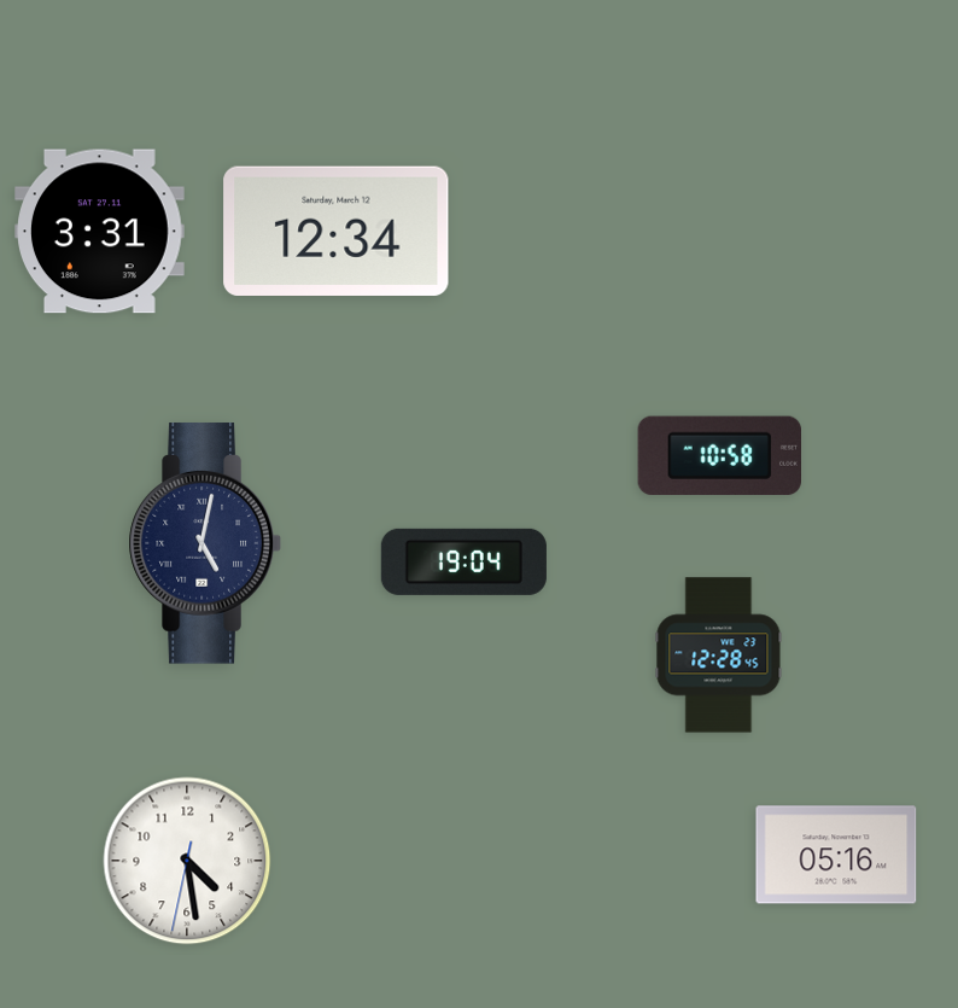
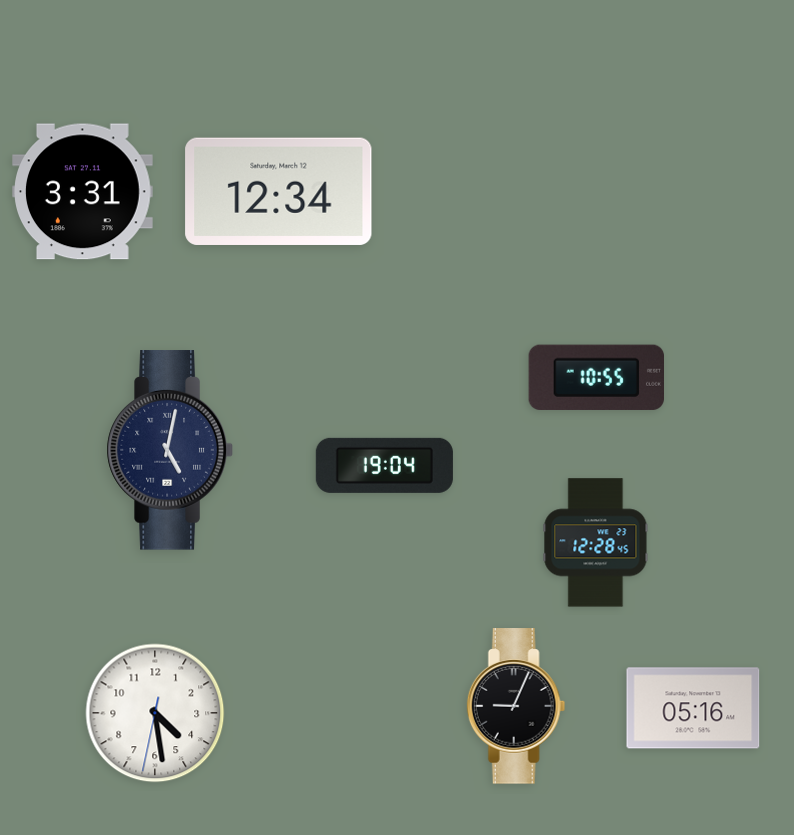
clock at (719, 455): 10:58 -> 10:55
clock at (516, 706): none -> 9:04
